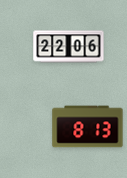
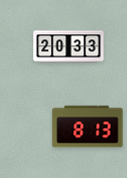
clock at (69, 47): 22:06 -> 20:33
